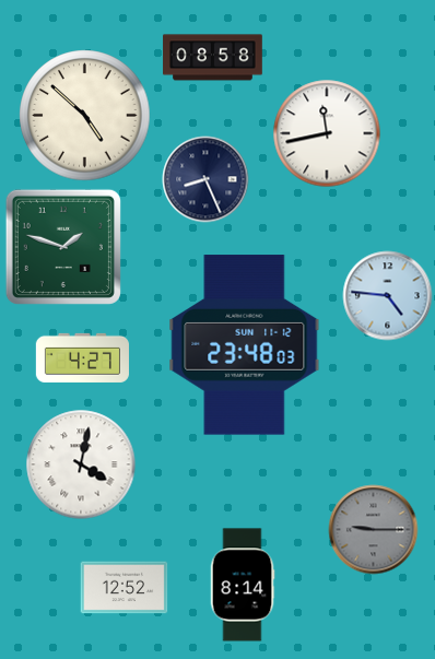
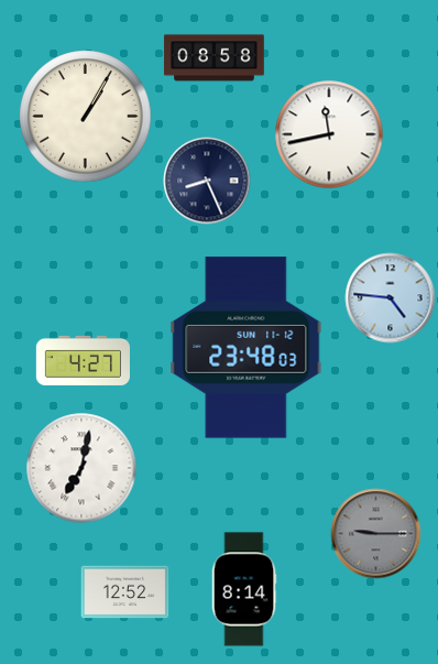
clock at (85, 116): 4:52 -> 1:05
clock at (63, 247): 1:48 -> none
clock at (81, 464): 4:02 -> 7:02
